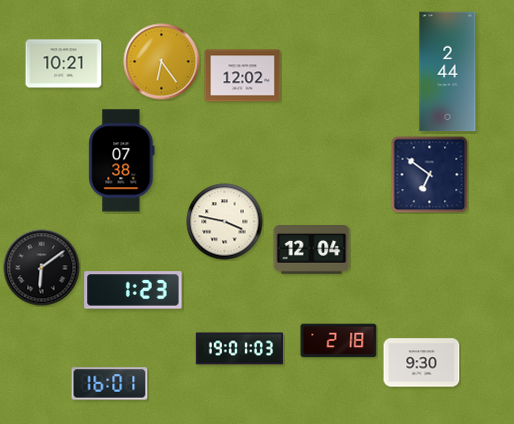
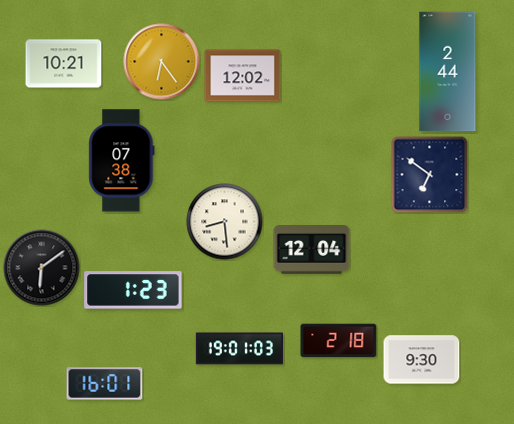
clock at (225, 222): 3:47 -> 8:29
clock at (422, 363) position: (422, 363) -> (422, 360)
clock at (110, 384) position: (110, 384) -> (105, 384)
